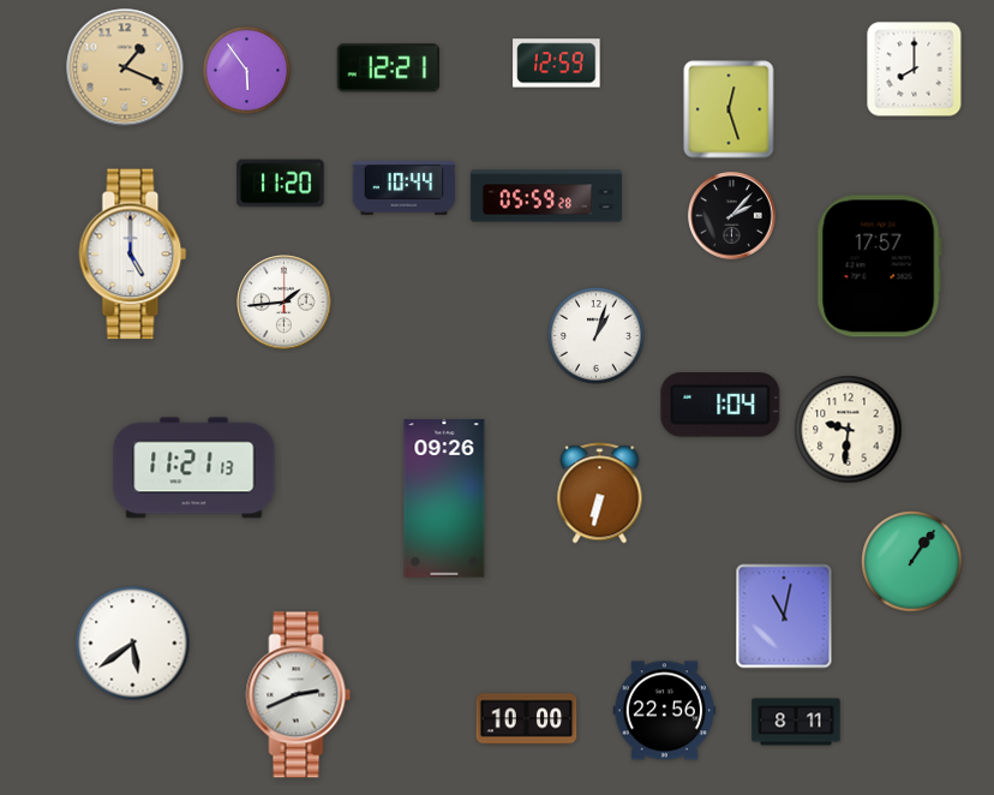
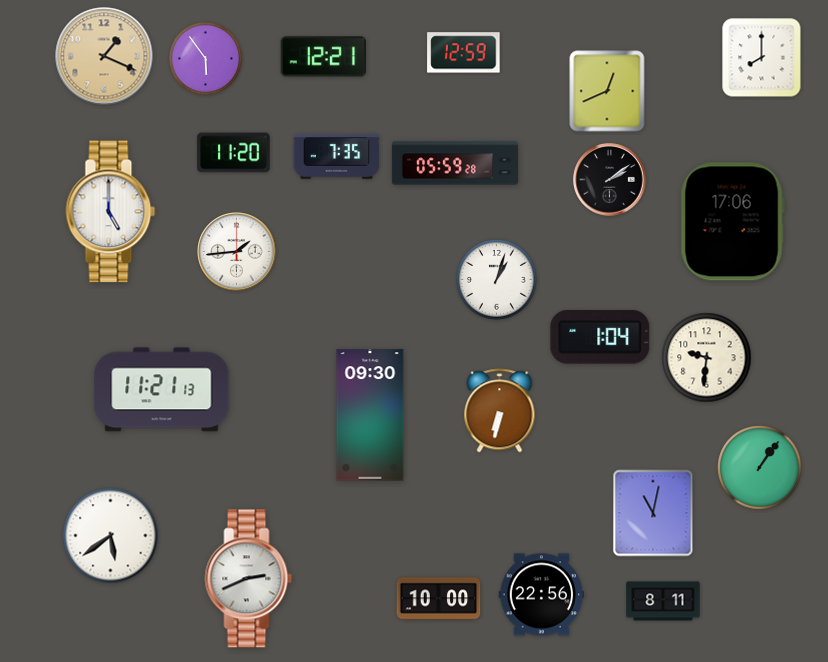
clock at (729, 109): 12:27 -> 12:41
clock at (405, 189): 10:44 -> 7:35
clock at (732, 216): 2:07 -> 2:09
clock at (879, 267): 17:57 -> 17:06
clock at (444, 498): 09:26 -> 09:30
clock at (665, 711) position: (665, 711) -> (542, 595)
